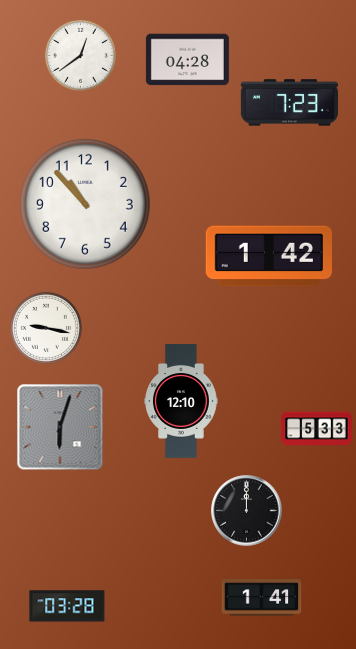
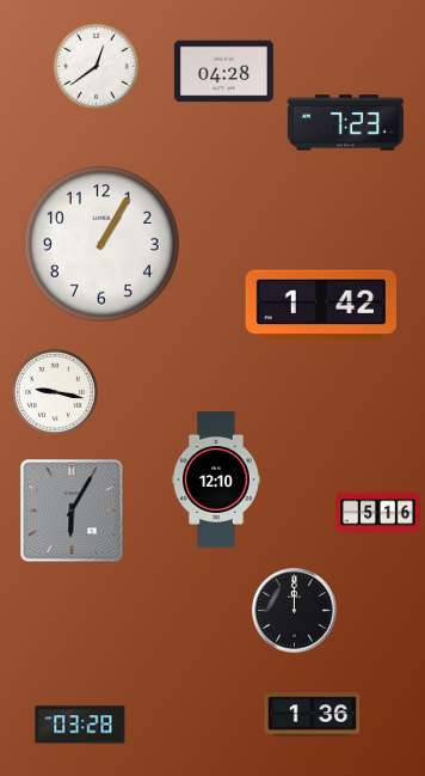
clock at (85, 204): 10:53 -> 1:05
clock at (60, 427): 6:03 -> 6:05
clock at (317, 429): 5:33 -> 5:16
clock at (262, 598): 1:41 -> 1:36
